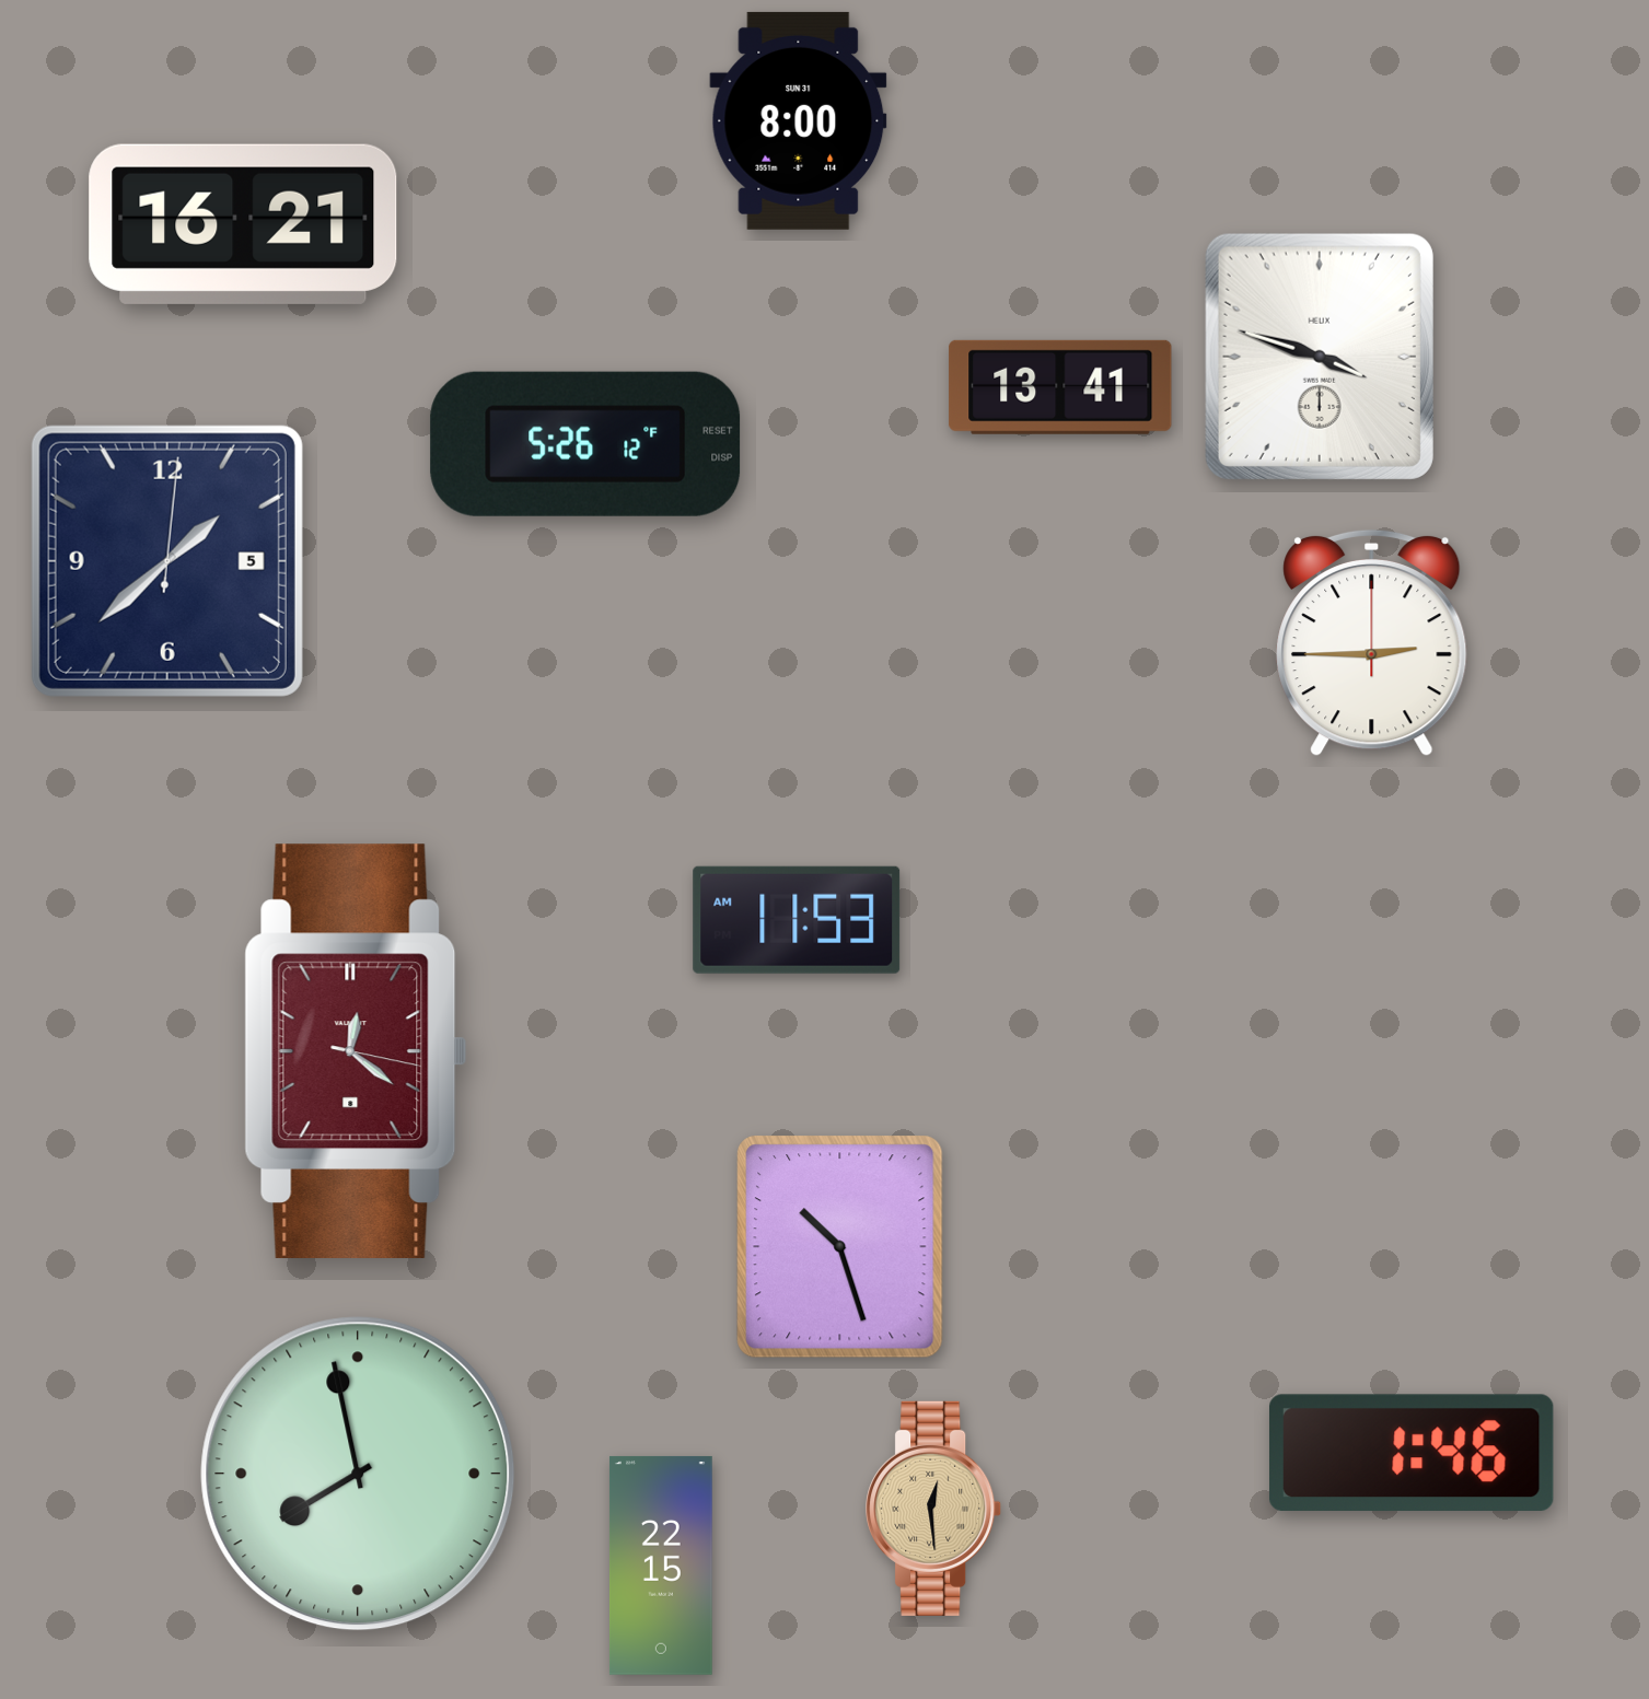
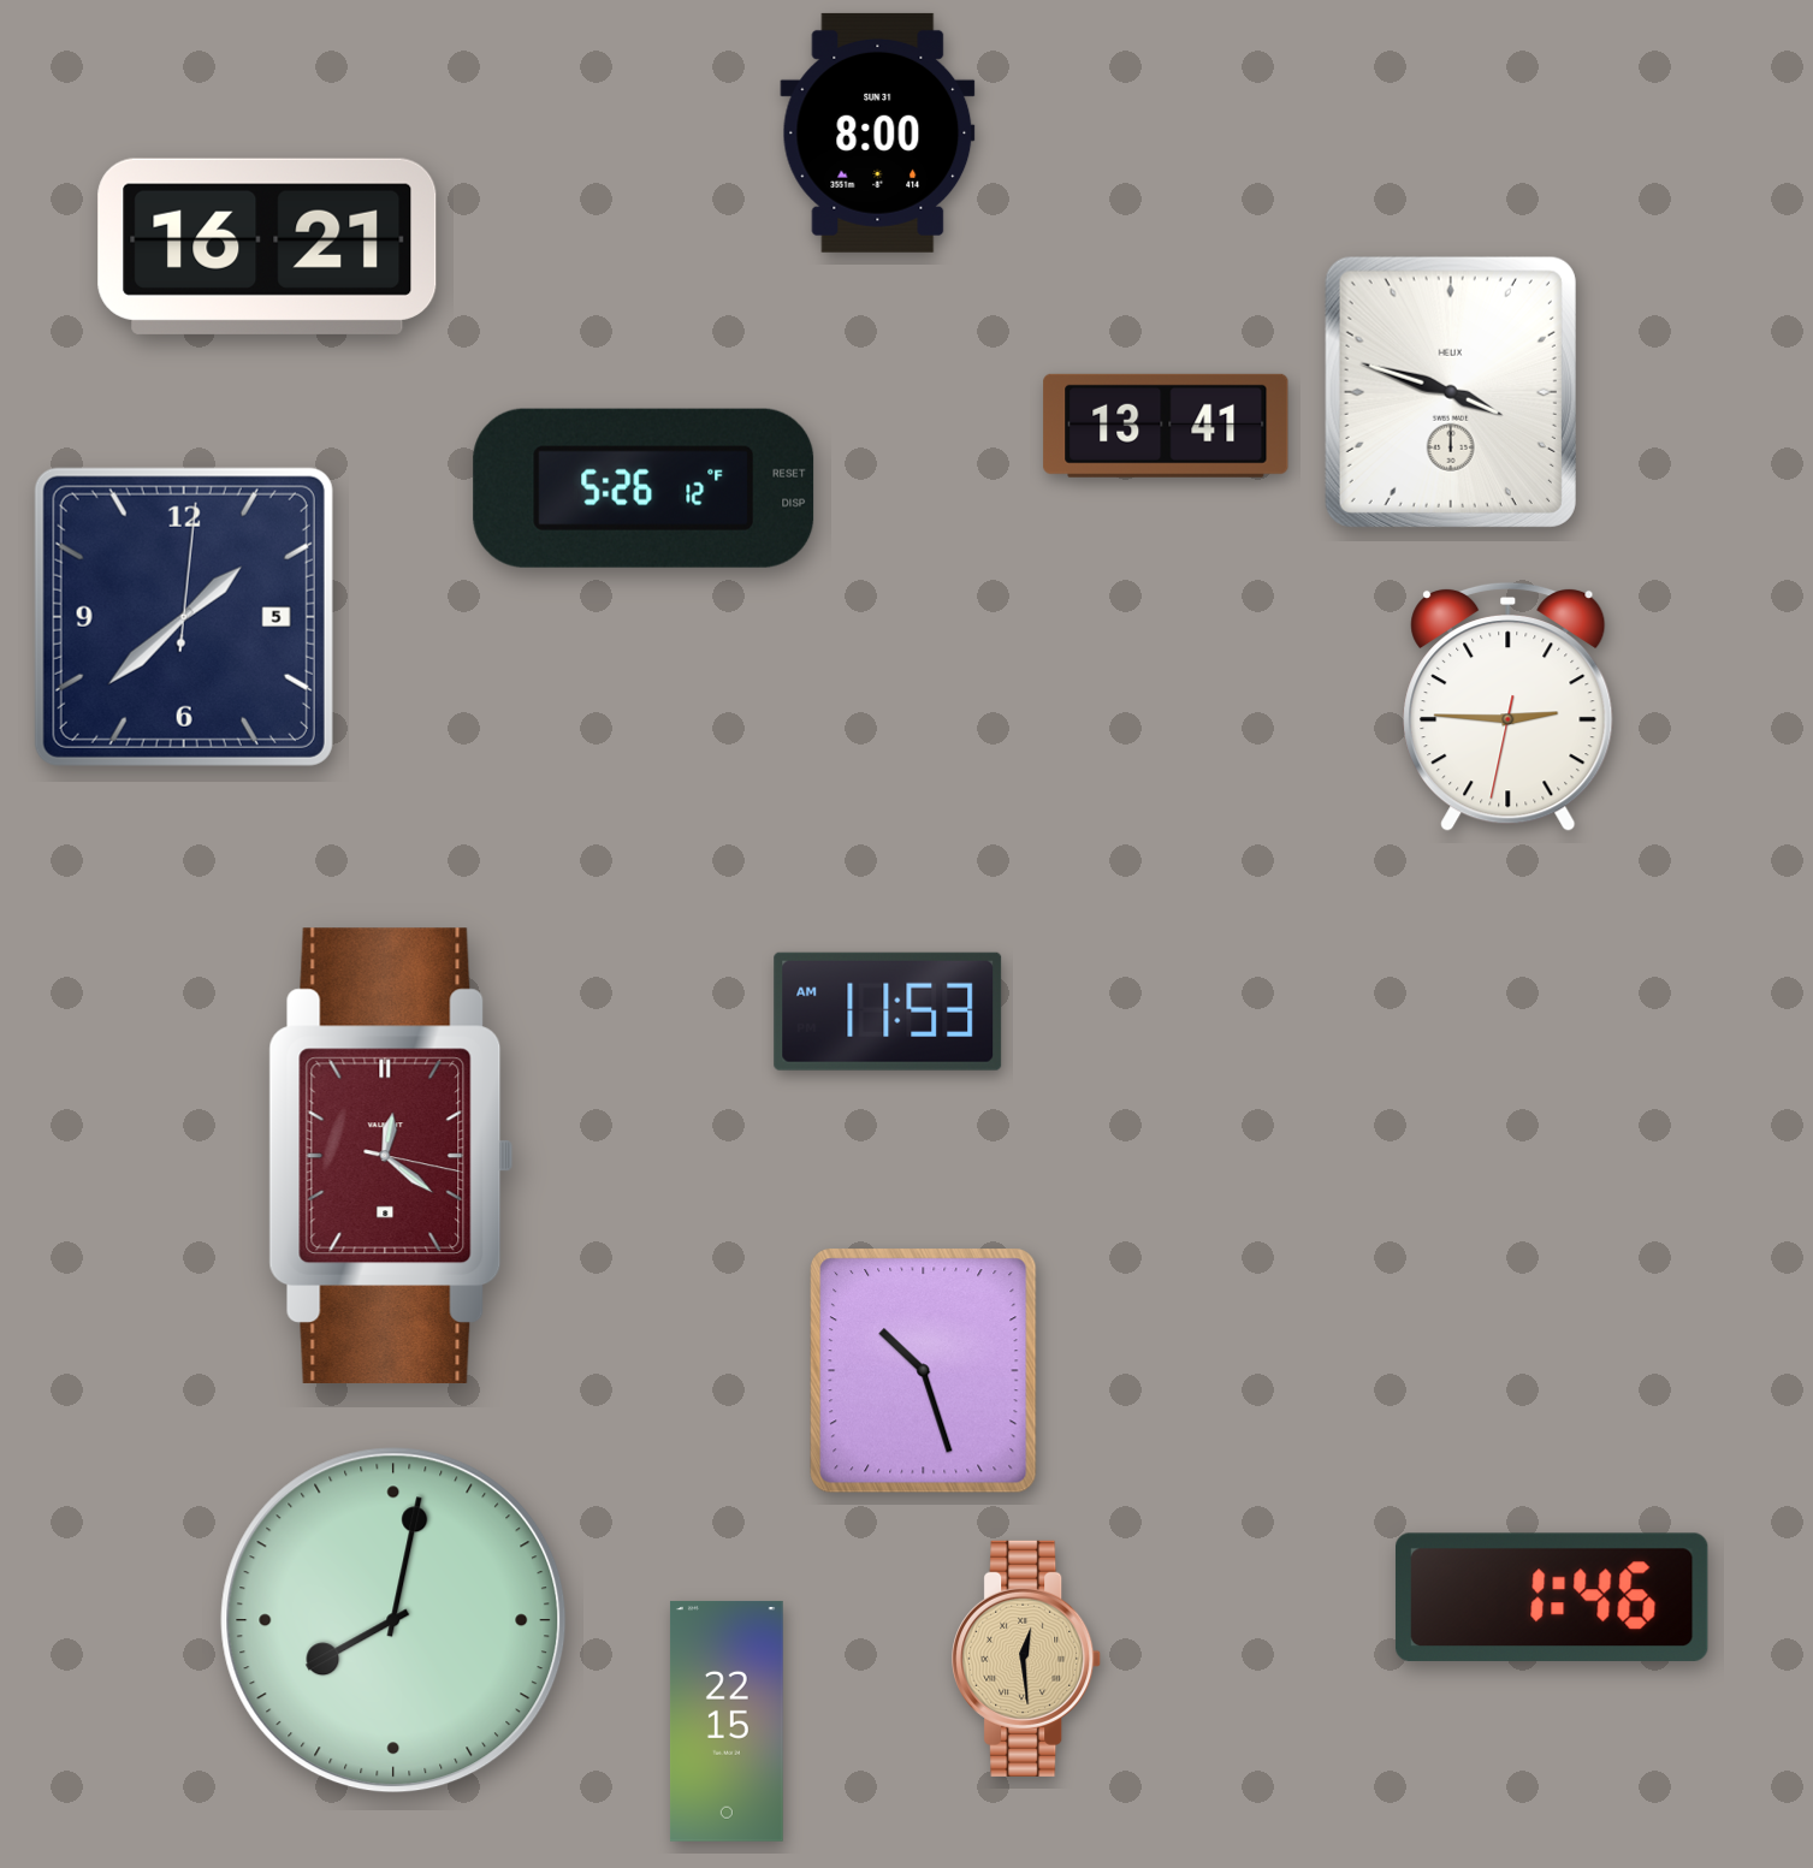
clock at (1372, 642): 2:45:00 -> 2:45:32
clock at (797, 920) position: (797, 920) -> (888, 1012)
clock at (358, 1474): 7:58 -> 8:02
